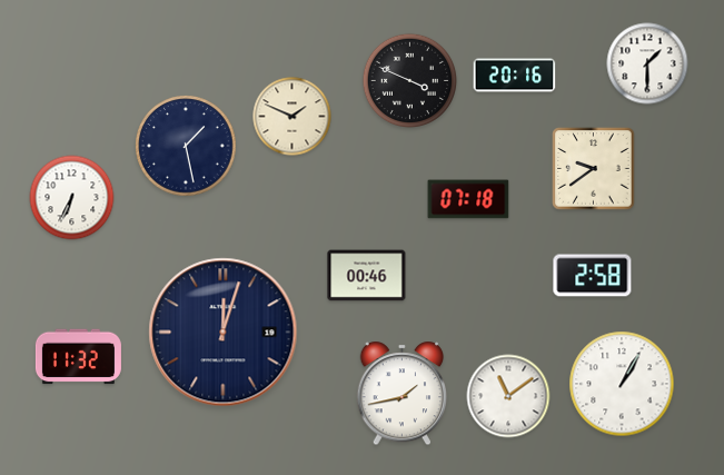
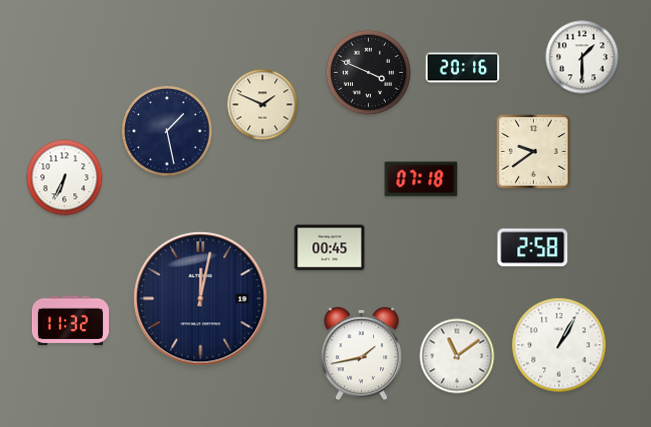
clock at (367, 276): 00:46 -> 00:45
clock at (224, 333): 12:03 -> 12:02
